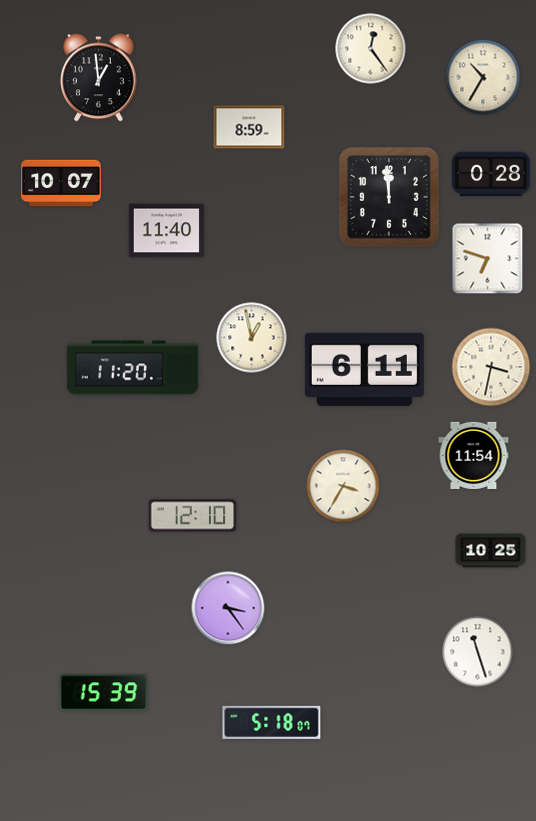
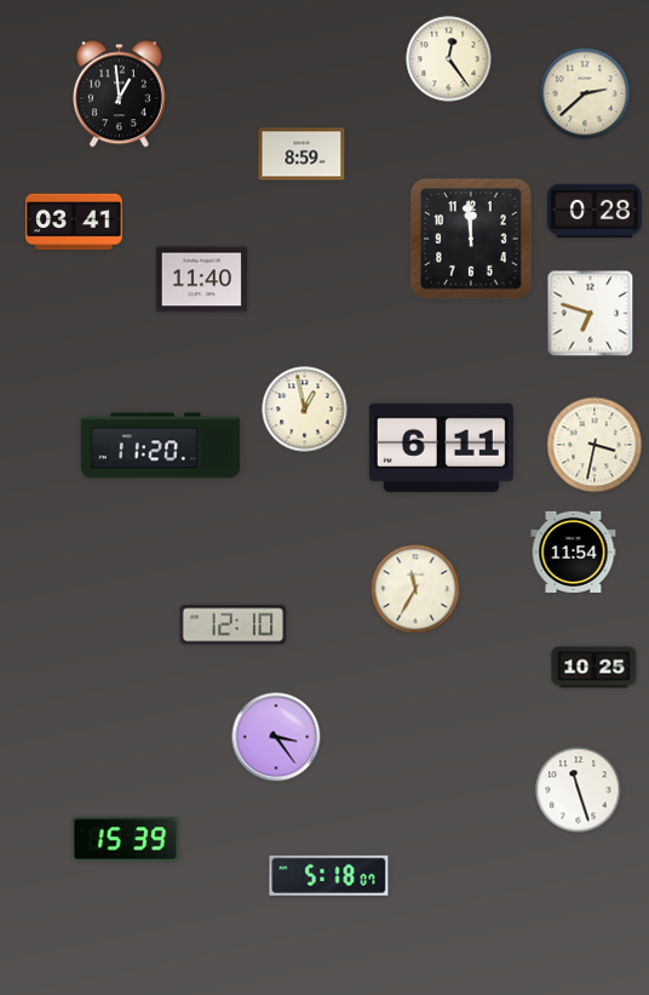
clock at (483, 77): 10:35 -> 2:38
clock at (61, 183): 10:07 -> 03:41
clock at (343, 486): 3:35 -> 11:35
